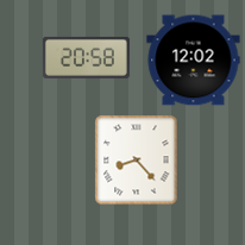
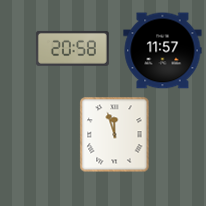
clock at (194, 61): 12:02 -> 11:57
clock at (137, 161): 8:23 -> 11:57
